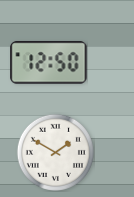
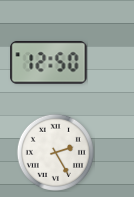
clock at (55, 152): 1:50 -> 2:25
